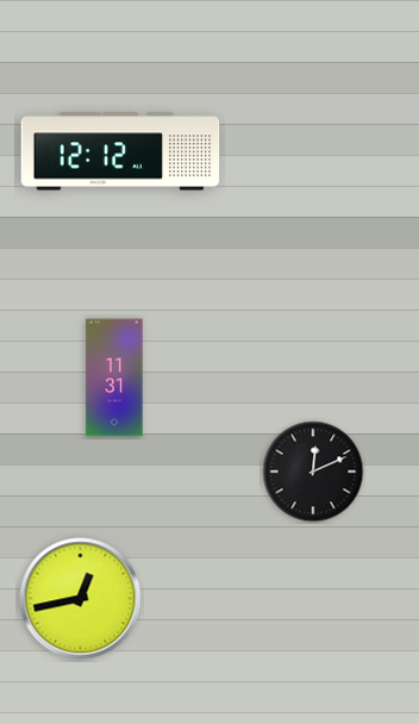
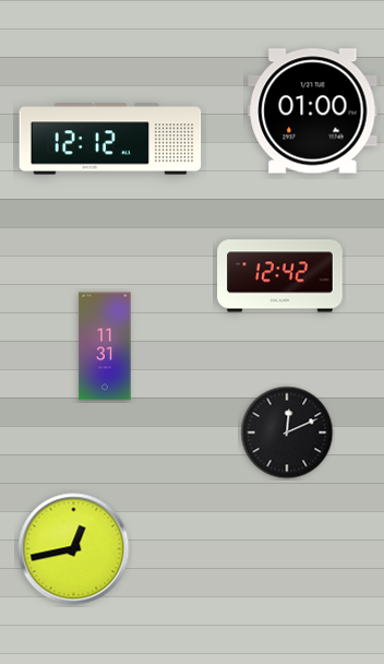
clock at (313, 111): none -> 01:00
clock at (280, 276): none -> 12:42
